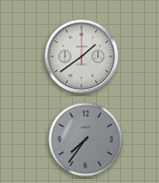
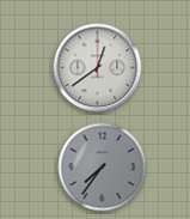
clock at (82, 57): 1:39 -> 12:39
